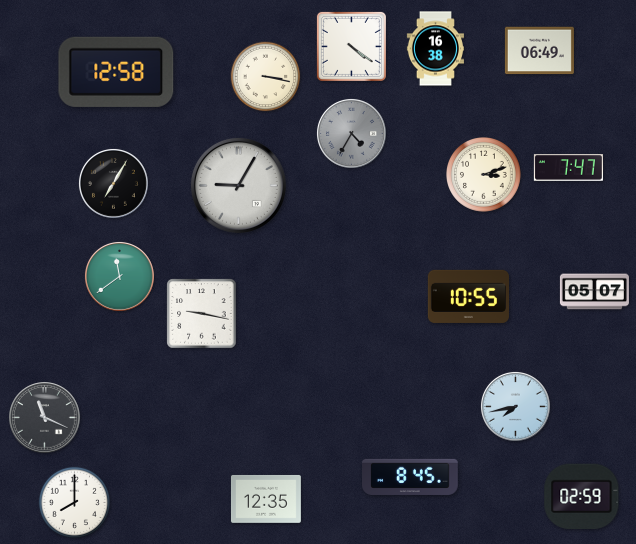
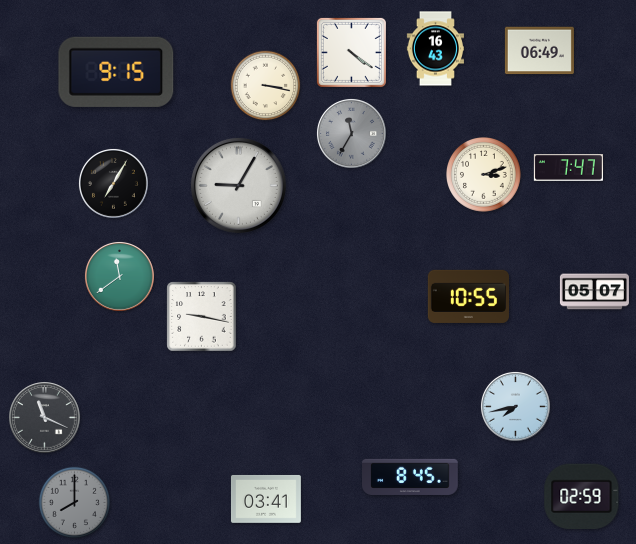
clock at (351, 46) position: (351, 46) -> (351, 52)
clock at (435, 49): 16:38 -> 16:43
clock at (116, 72): 12:58 -> 9:15
clock at (266, 77) position: (266, 77) -> (266, 86)
clock at (351, 133): 4:35 -> 11:35
clock at (202, 314) position: (202, 314) -> (202, 317)
clock at (266, 499): 12:35 -> 03:41
clock at (74, 502) dial: white -> grey
